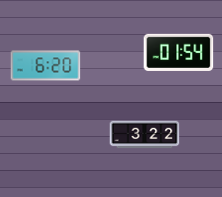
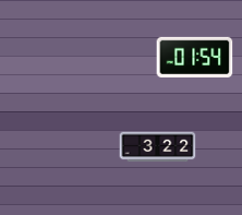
clock at (46, 66): 6:20 -> none
